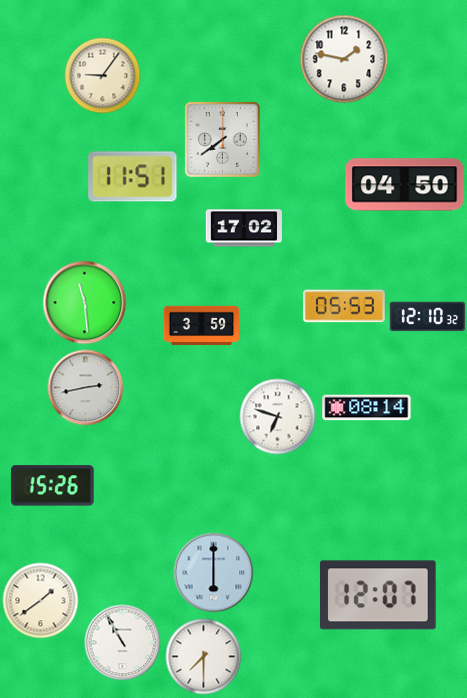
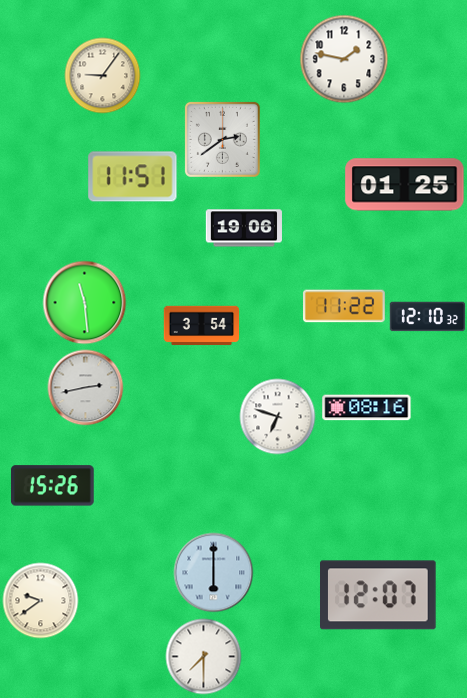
clock at (222, 139): 7:39 -> 2:39
clock at (405, 185): 04:50 -> 01:25
clock at (244, 228): 17:02 -> 19:06
clock at (345, 306): 05:53 -> 11:22
clock at (202, 326): 3:59 -> 3:54
clock at (367, 408): 08:14 -> 08:16
clock at (41, 601): 1:39 -> 9:39
clock at (123, 643): 10:55 -> none
